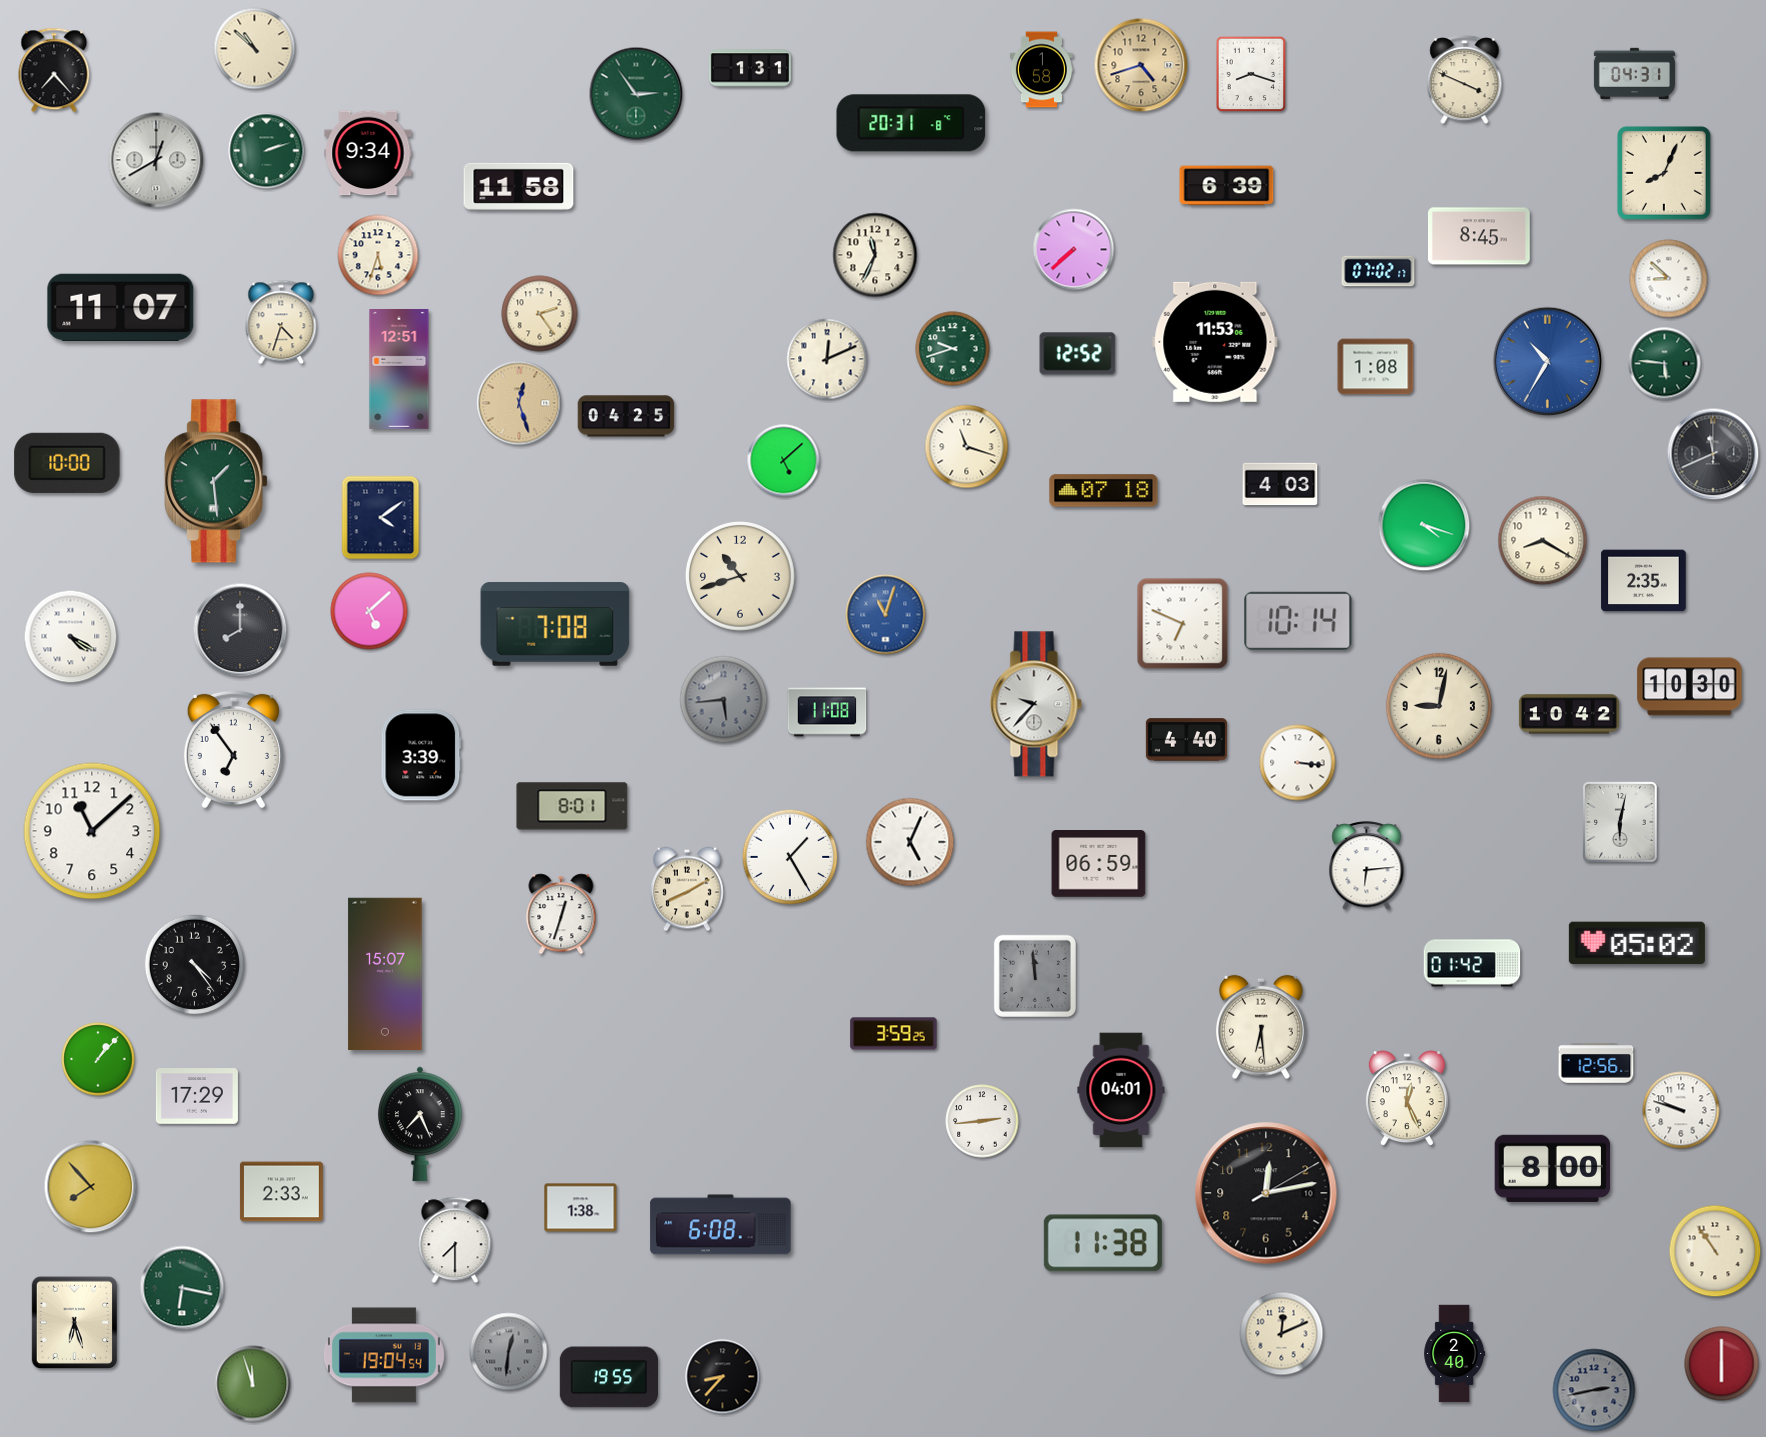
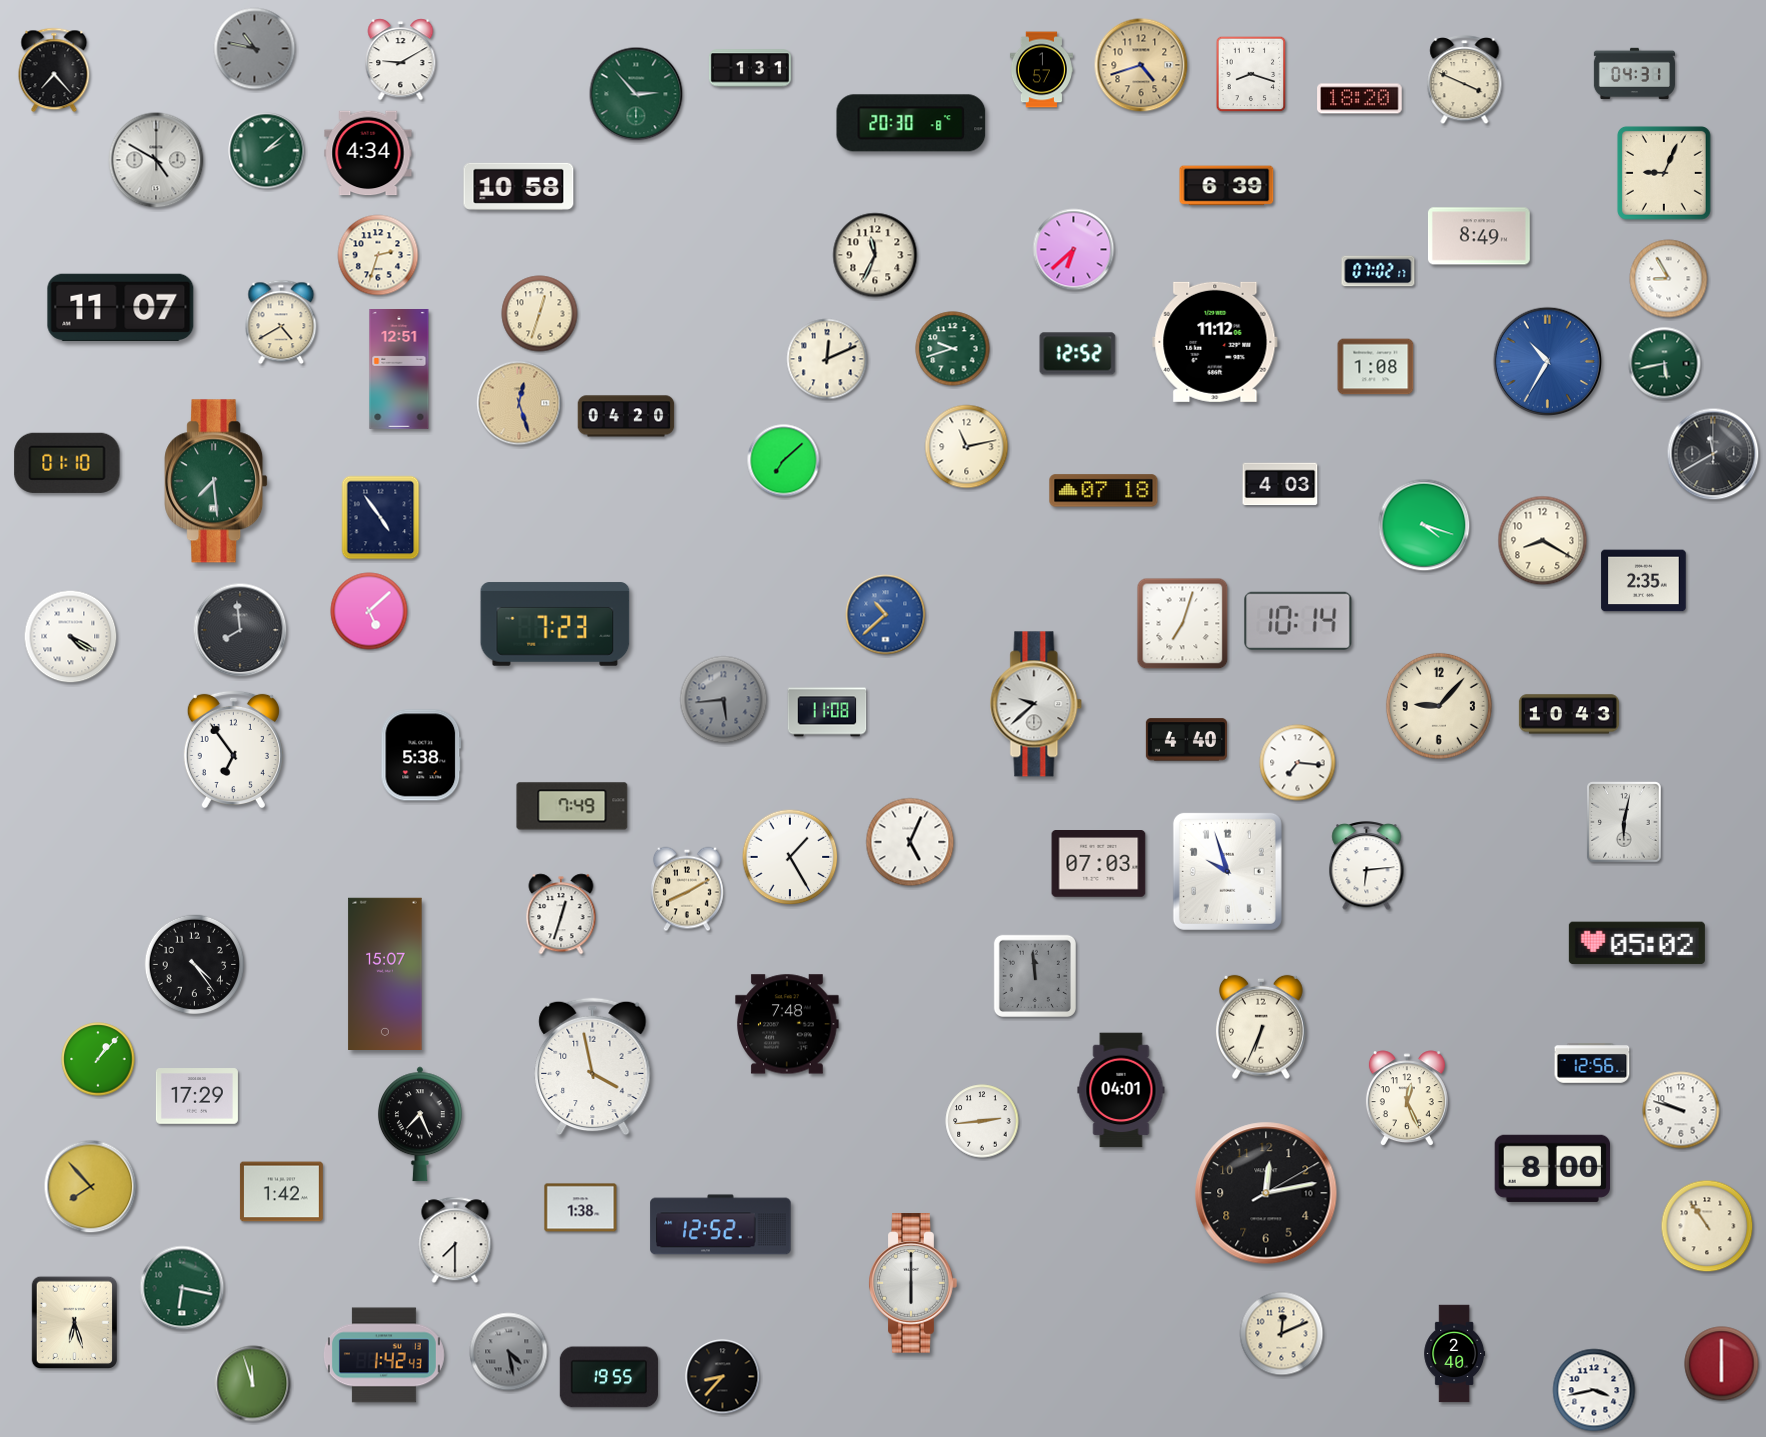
clock at (255, 49): 10:52 -> 10:47
clock at (255, 49) dial: cream -> grey
clock at (401, 60): none -> 9:10
clock at (1041, 70): 1:58 -> 1:57
clock at (636, 94): 2:54 -> 2:53
clock at (1360, 99): none -> 18:20
clock at (911, 123): 20:31 -> 20:30
clock at (267, 151): 2:12 -> 2:08
clock at (368, 153): 9:34 -> 4:34
clock at (156, 160): 12:40 -> 4:50
clock at (1664, 173): 8:04 -> 9:04
clock at (519, 186): 11:58 -> 10:58
clock at (1479, 236): 8:45 -> 8:49
clock at (1074, 250): 7:38 -> 6:38
clock at (378, 255): 5:33 -> 2:33
clock at (1669, 279): 8:52 -> 8:55
clock at (540, 314): 2:24 -> 12:33
clock at (281, 322): 4:33 -> 4:40
clock at (1215, 342): 11:53 -> 11:12
clock at (1665, 364): 5:46 -> 5:43
clock at (626, 416): 04:25 -> 04:20
clock at (967, 447): 11:18 -> 11:13
clock at (1713, 454): 11:41 -> 11:40
clock at (784, 461): 5:08 -> 7:08
clock at (67, 463): 10:00 -> 01:10
clock at (216, 481): 1:29 -> 7:29
clock at (381, 518): 4:09 -> 4:54
clock at (740, 576): 10:42 -> none
clock at (886, 615): 11:03 -> 10:38
clock at (555, 624): 7:08 -> 7:23
clock at (1183, 624): 6:49 -> 7:03
clock at (240, 630): 8:00 -> 7:59
clock at (1690, 687): 10:30 -> none
clock at (1036, 704): 9:37 -> 9:38
clock at (1439, 706): 9:02 -> 9:07
clock at (1569, 714): 10:42 -> 10:43
clock at (421, 755): 3:39 -> 5:38
clock at (1298, 763): 3:16 -> 7:16
clock at (572, 806): 8:01 -> 7:49
clock at (1620, 822) position: (1620, 822) -> (1624, 822)
clock at (92, 831): 11:08 -> none
clock at (1099, 864): 06:59 -> 07:03
clock at (1227, 871): none -> 9:57
clock at (1472, 963): 01:42 -> none
clock at (787, 1024): none -> 7:48
clock at (1261, 1027): 6:29 -> 6:34
clock at (894, 1034): 3:59 -> none
clock at (1596, 1063) position: (1596, 1063) -> (1592, 1063)
clock at (593, 1067): none -> 3:58
clock at (281, 1192): 2:33 -> 1:42
clock at (721, 1225): 6:08 -> 12:52
clock at (1103, 1243): 11:38 -> none
clock at (1715, 1251) position: (1715, 1251) -> (1707, 1226)
clock at (913, 1283): none -> 6:00
clock at (509, 1352): 12:31 -> 4:28
clock at (384, 1355): 19:04 -> 1:42
clock at (1594, 1390): 2:43 -> 3:43
clock at (1594, 1390) dial: grey -> white
